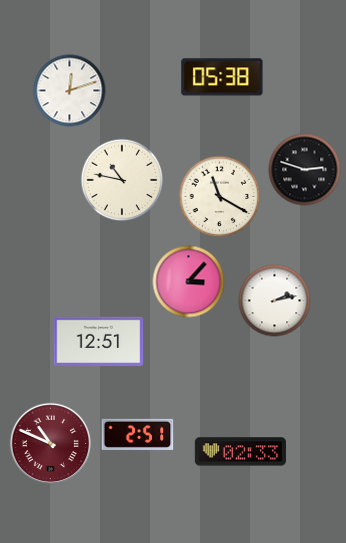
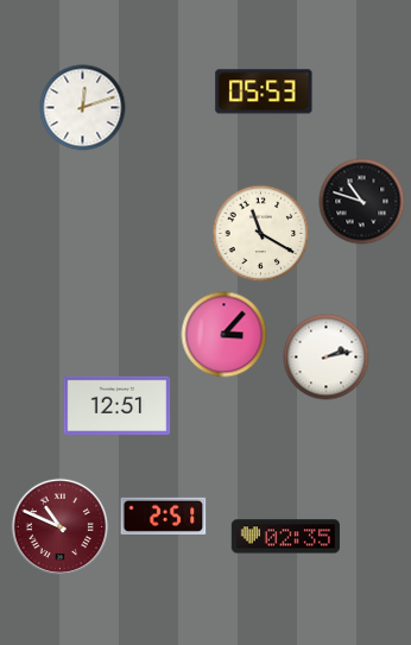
clock at (222, 77): 05:38 -> 05:53
clock at (305, 170): 2:48 -> 10:48
clock at (122, 180): 10:47 -> none
clock at (240, 452): 02:33 -> 02:35
